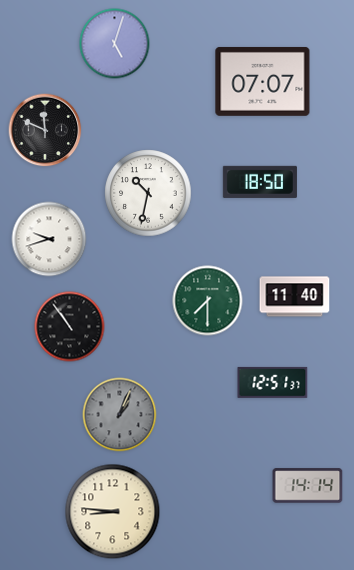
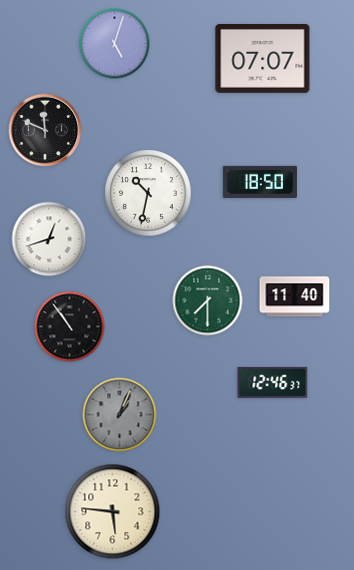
clock at (263, 81) position: (263, 81) -> (263, 58)
clock at (49, 239): 9:42 -> 12:42
clock at (273, 382): 12:51 -> 12:46
clock at (308, 486): 14:14 -> none
clock at (113, 512): 8:46 -> 5:46
